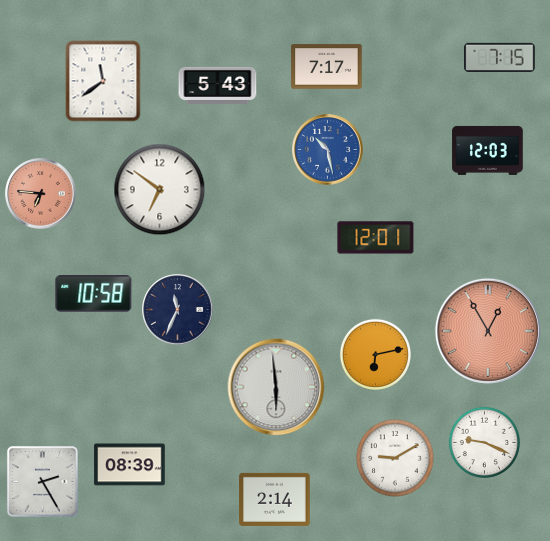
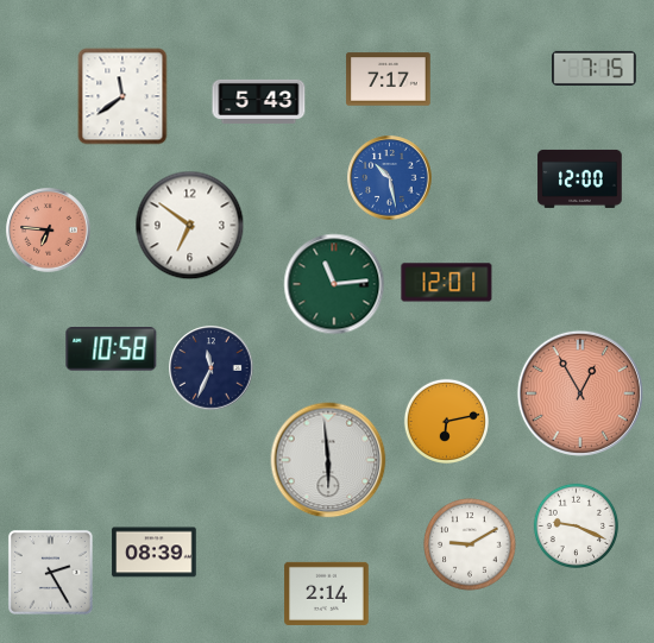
clock at (488, 150): 12:03 -> 12:00
clock at (334, 284): none -> 11:14
